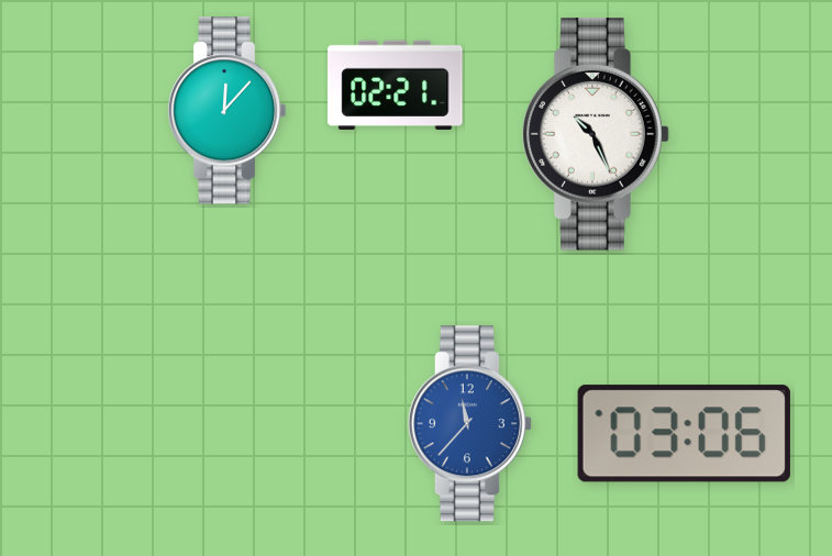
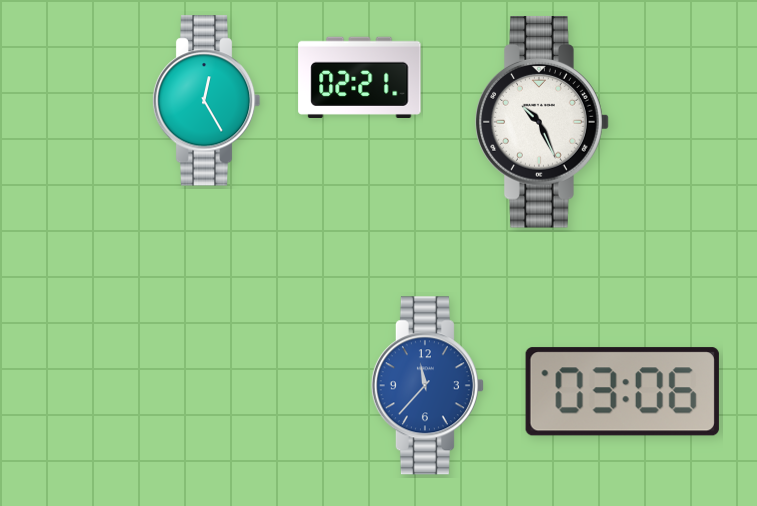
clock at (226, 111): 12:07 -> 12:25
clock at (684, 434) position: (684, 434) -> (622, 392)
